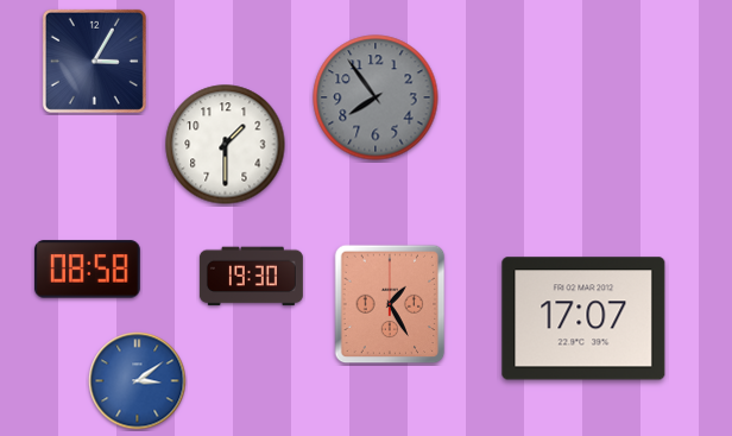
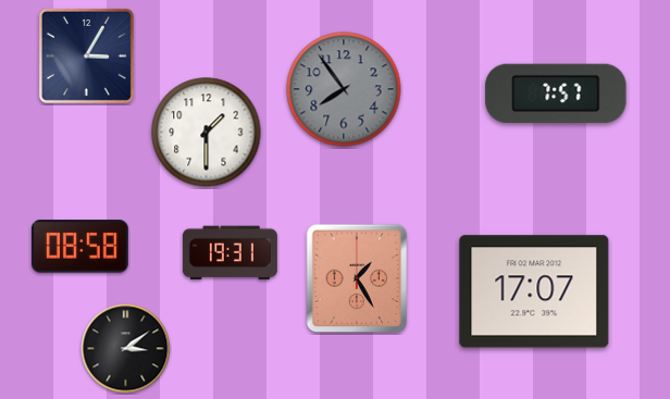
clock at (556, 93): none -> 7:57
clock at (251, 277): 19:30 -> 19:31
clock at (138, 381) dial: blue -> black
